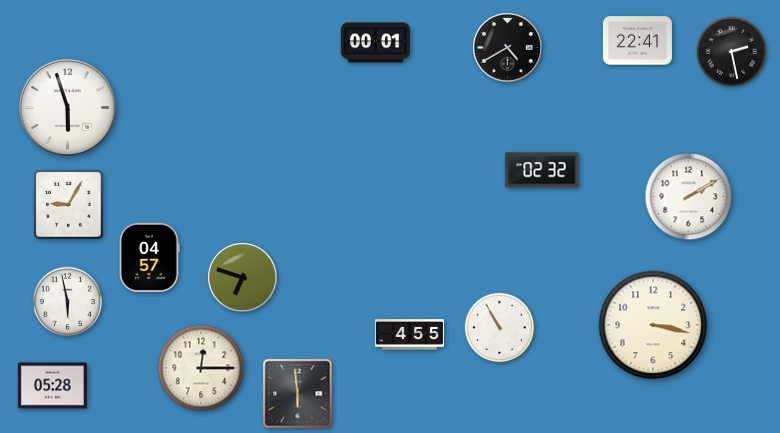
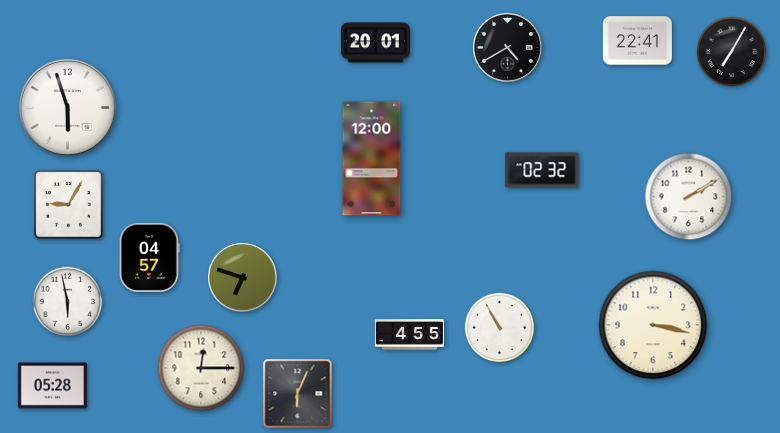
clock at (375, 43): 00:01 -> 20:01
clock at (732, 52): 2:28 -> 7:05
clock at (372, 159): none -> 12:00
clock at (298, 394): 5:59 -> 6:04
